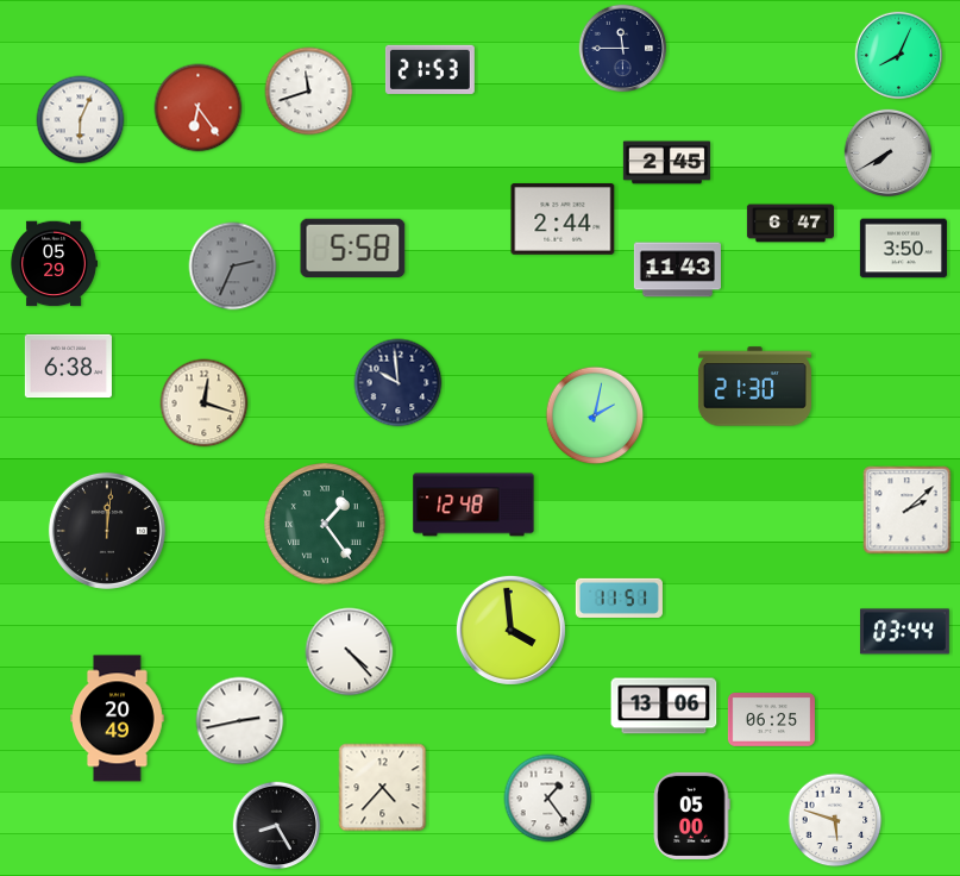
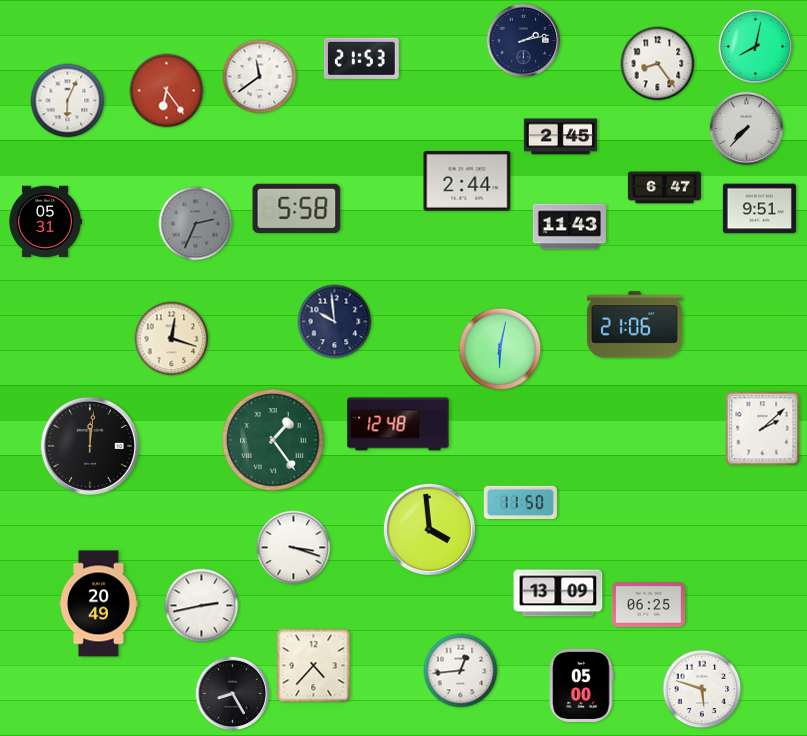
clock at (623, 49): 11:45 -> 2:13
clock at (899, 56): 8:04 -> 8:02
clock at (658, 64): none -> 8:24
clock at (309, 92): 11:42 -> 11:39
clock at (889, 154): 7:40 -> 7:37
clock at (563, 220) position: (563, 220) -> (467, 182)
clock at (903, 249): 3:50 -> 9:51
clock at (54, 264): 05:29 -> 05:31
clock at (68, 367): 6:38 -> none
clock at (754, 387): 21:30 -> 21:06
clock at (595, 415): 2:02 -> 6:02
clock at (619, 597): 11:51 -> 11:50
clock at (904, 632): 03:44 -> none
clock at (350, 652): 4:23 -> 3:18
clock at (664, 706): 13:06 -> 13:09
clock at (383, 788) position: (383, 788) -> (314, 666)
clock at (548, 799): 1:24 -> 12:44
